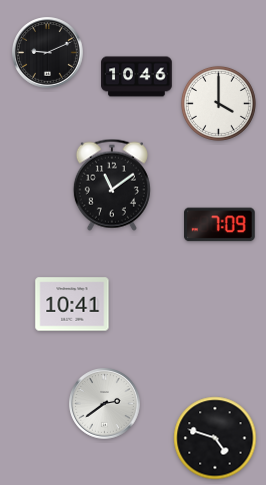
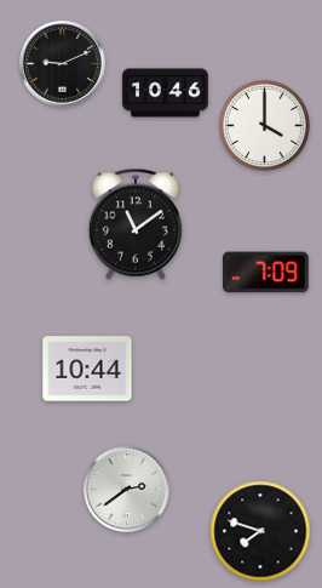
clock at (48, 53) position: (48, 53) -> (63, 64)
clock at (72, 304): 10:41 -> 10:44
clock at (215, 438): 4:48 -> 7:48
